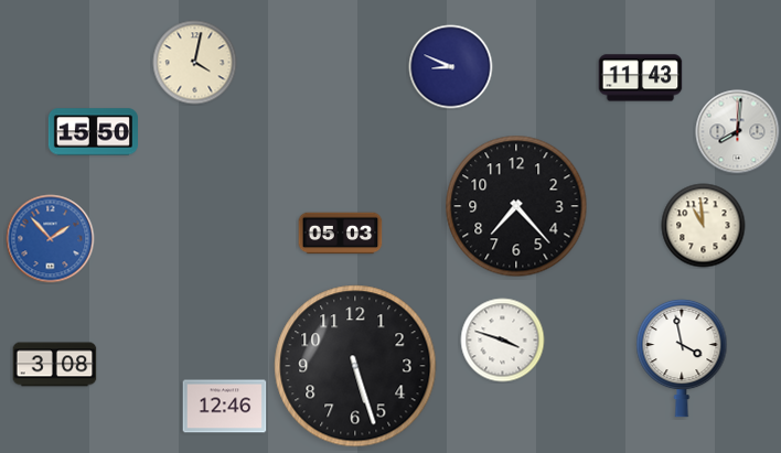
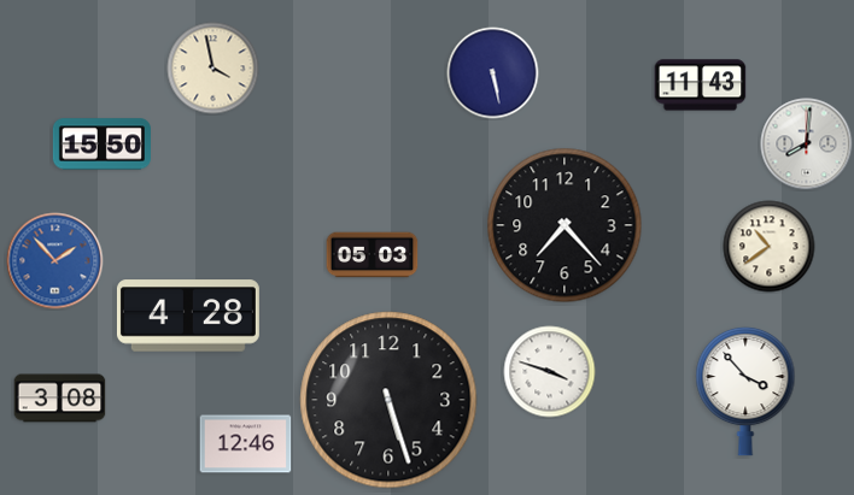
clock at (195, 63): 4:02 -> 3:58
clock at (451, 67): 8:49 -> 5:28
clock at (704, 226): 10:59 -> 10:39
clock at (188, 316): none -> 4:28
clock at (682, 358): 3:58 -> 3:53
